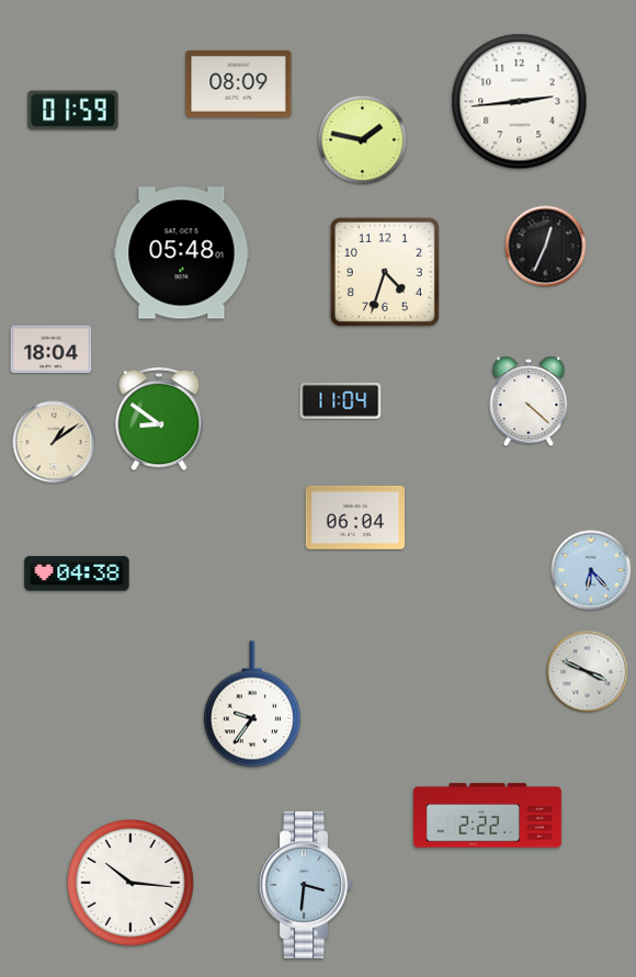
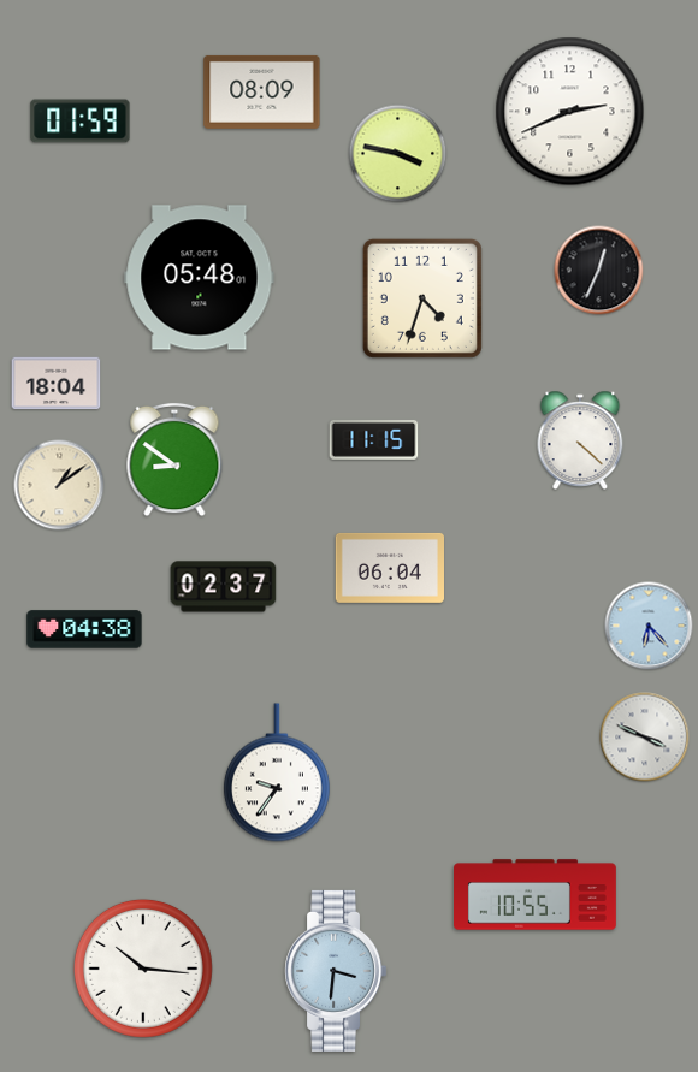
clock at (520, 102): 2:44 -> 2:41
clock at (363, 140): 1:47 -> 3:47
clock at (341, 401): 11:04 -> 11:15
clock at (224, 587): none -> 02:37
clock at (488, 816): 2:22 -> 10:55
